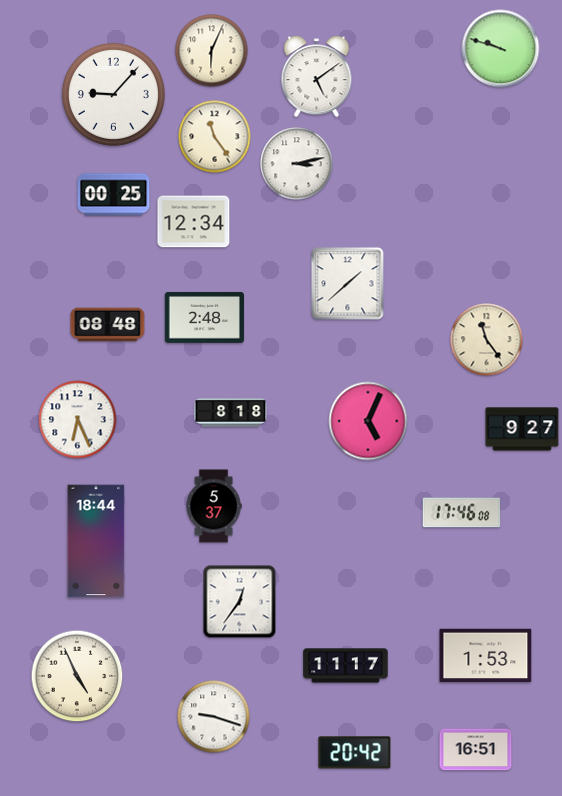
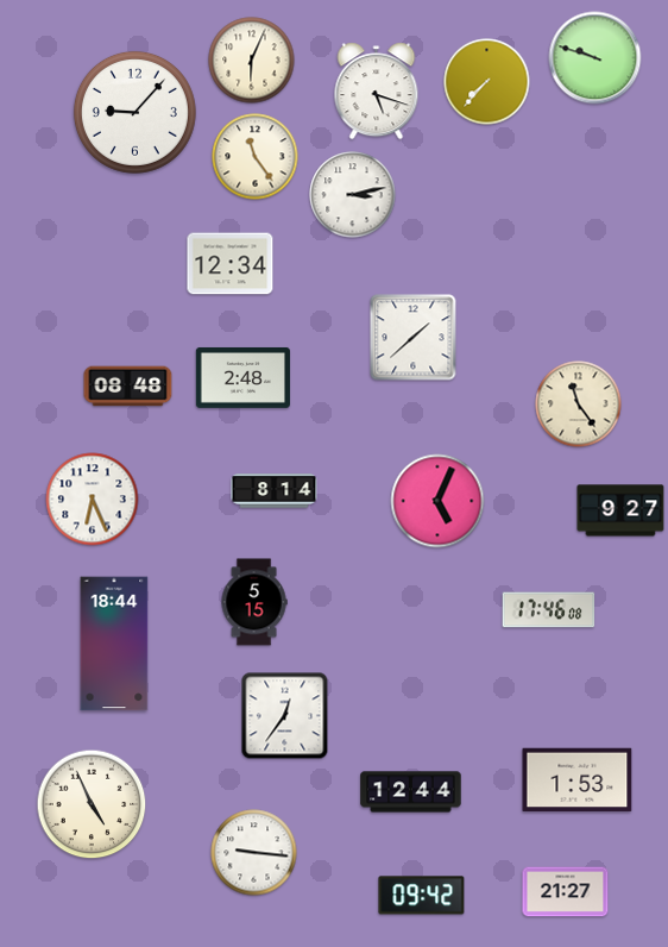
clock at (487, 82): none -> 7:37
clock at (317, 77): 5:09 -> 5:18
clock at (215, 137) position: (215, 137) -> (256, 157)
clock at (114, 195): 00:25 -> none
clock at (231, 413): 8:18 -> 8:14
clock at (214, 506): 5:37 -> 5:15
clock at (346, 666): 11:17 -> 12:44
clock at (214, 717): 9:18 -> 9:16
clock at (476, 750): 16:51 -> 21:27
clock at (355, 753): 20:42 -> 09:42
